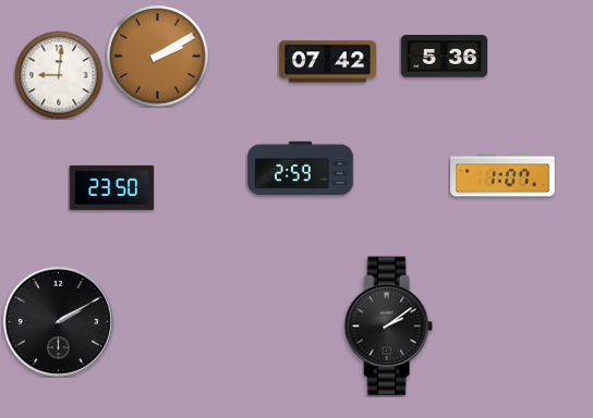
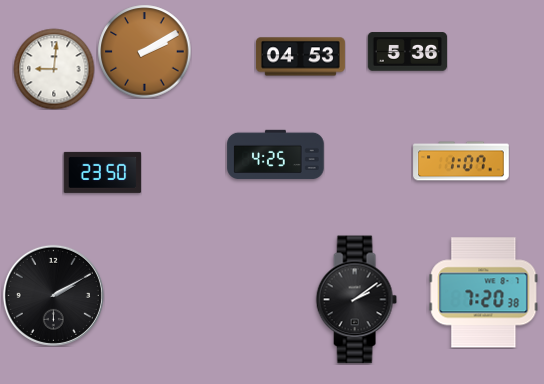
clock at (327, 62): 07:42 -> 04:53
clock at (301, 169): 2:59 -> 4:25
clock at (484, 293): none -> 7:20
